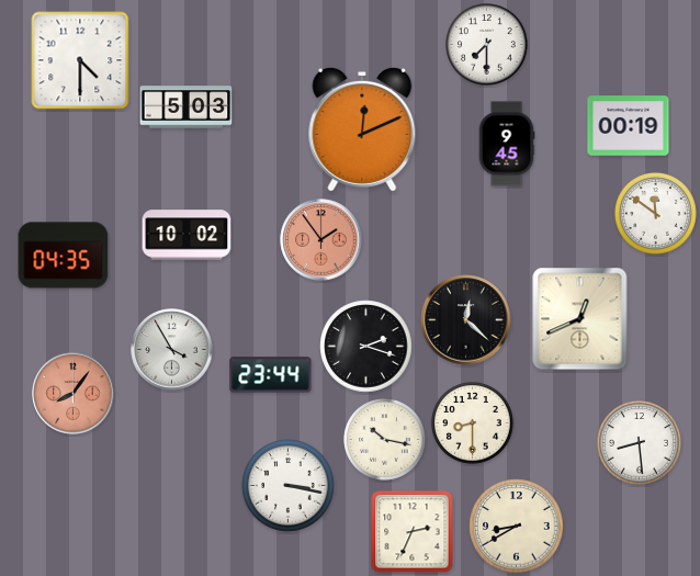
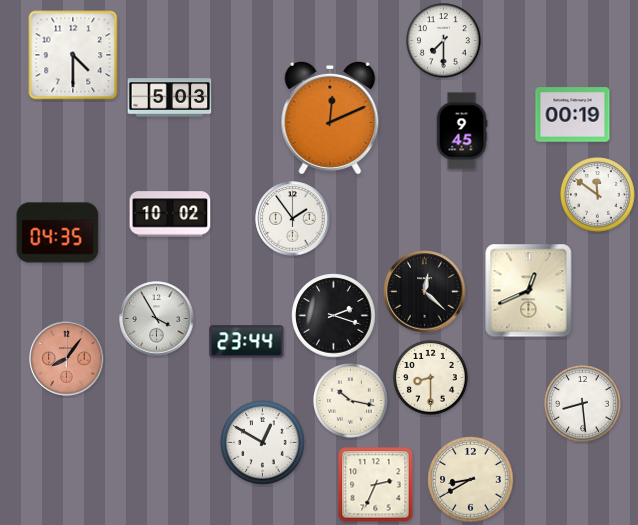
clock at (321, 240) dial: salmon -> white
clock at (473, 423) position: (473, 423) -> (431, 378)
clock at (289, 486): 3:17 -> 12:50
